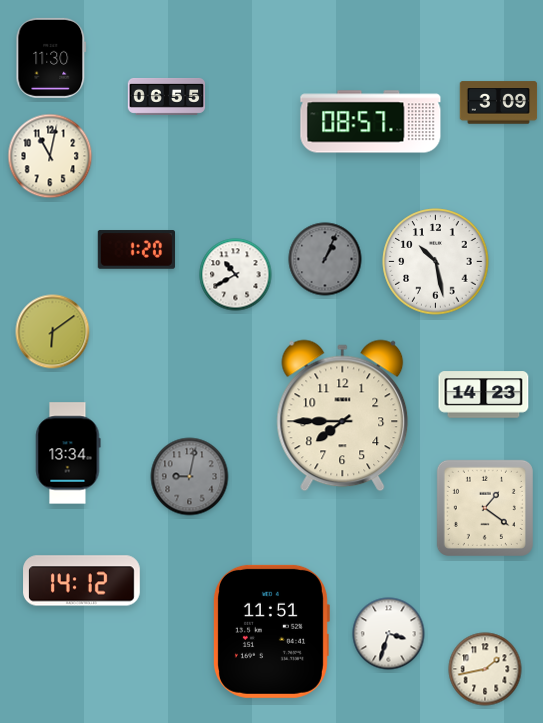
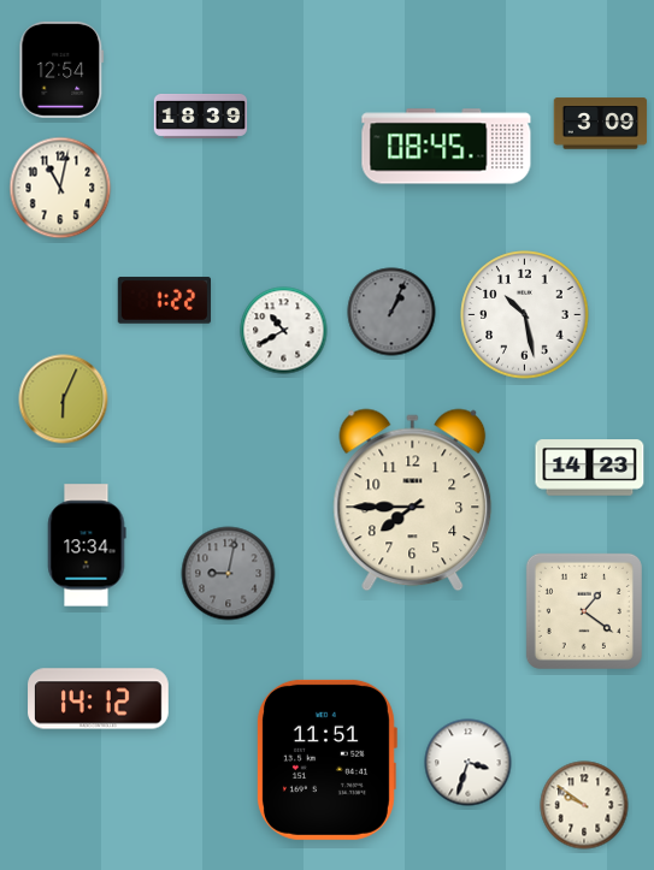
clock at (51, 58): 11:30 -> 12:54
clock at (167, 96): 06:55 -> 18:39
clock at (371, 122): 08:57 -> 08:45
clock at (136, 250): 1:20 -> 1:22
clock at (53, 332): 6:09 -> 6:04
clock at (484, 395) position: (484, 395) -> (590, 468)
clock at (68, 453) position: (68, 453) -> (87, 545)
clock at (485, 669): 1:43 -> 9:51
